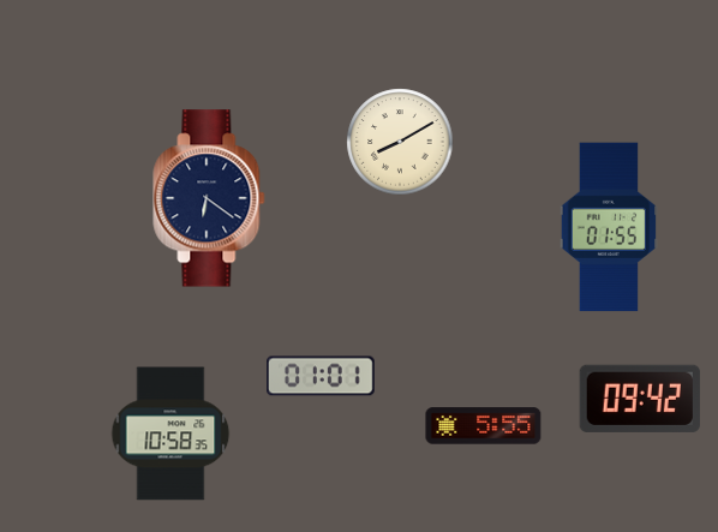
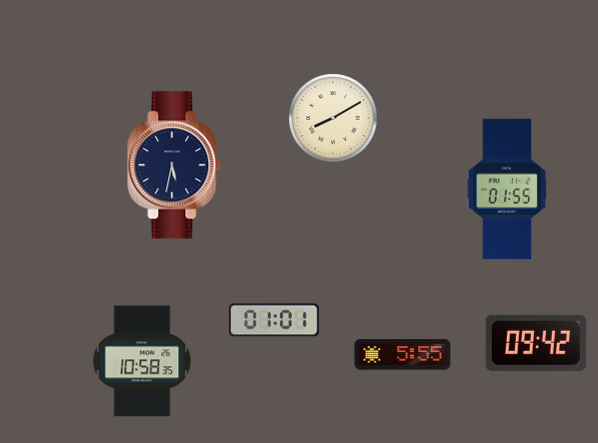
clock at (209, 198): 6:21 -> 5:32
clock at (322, 376) position: (322, 376) -> (275, 320)
clock at (640, 399) position: (640, 399) -> (536, 343)
